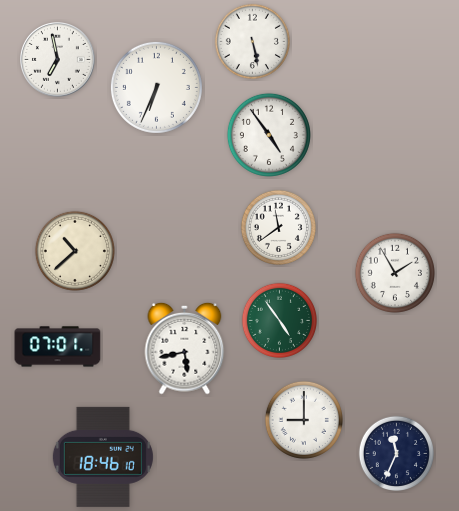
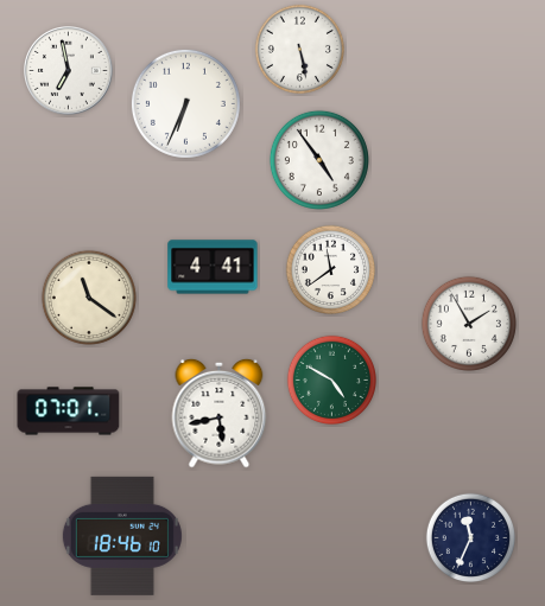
clock at (213, 267): none -> 4:41
clock at (75, 251): 10:38 -> 11:21
clock at (279, 320): 4:54 -> 4:50
clock at (304, 420): 9:00 -> none
clock at (103, 457) position: (103, 457) -> (122, 536)
